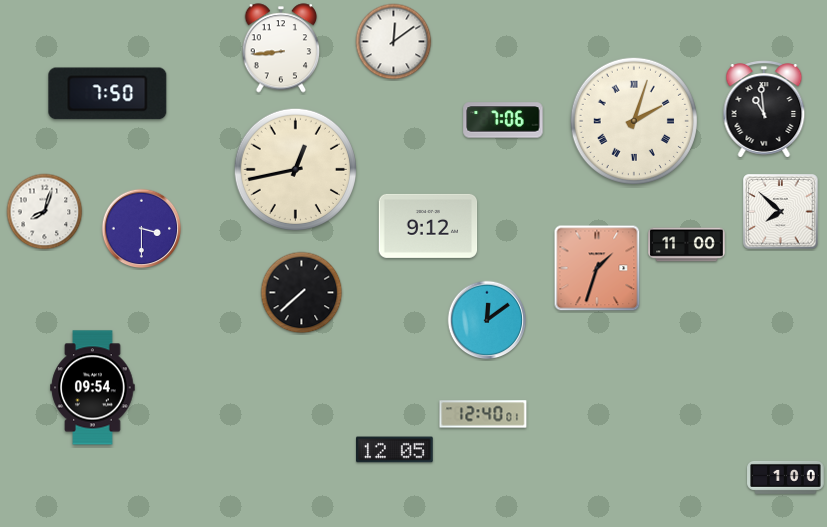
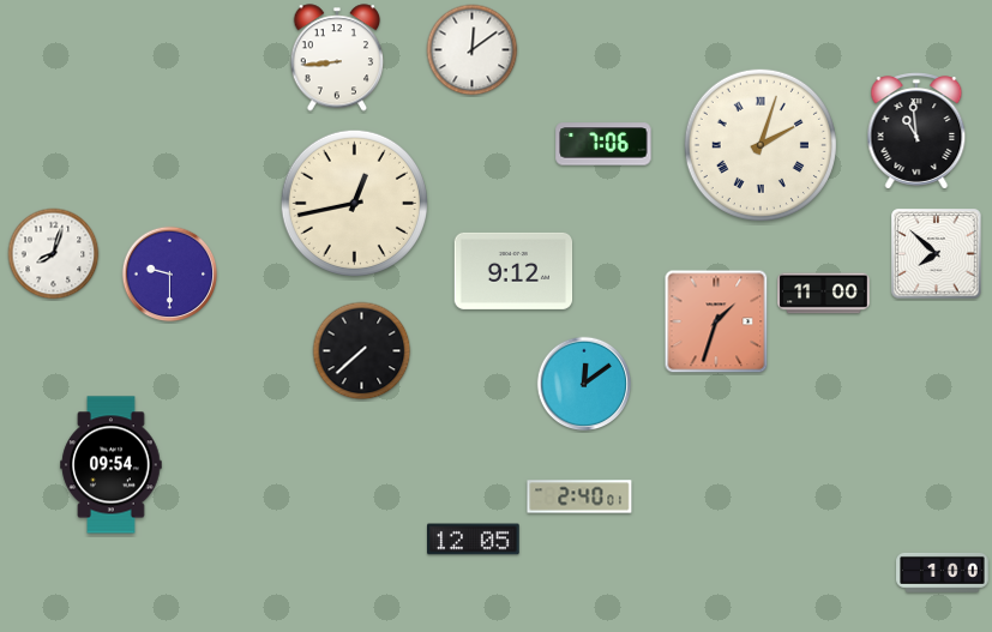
clock at (108, 94): 7:50 -> none
clock at (142, 229): 3:30 -> 9:30
clock at (483, 414): 12:40 -> 2:40
